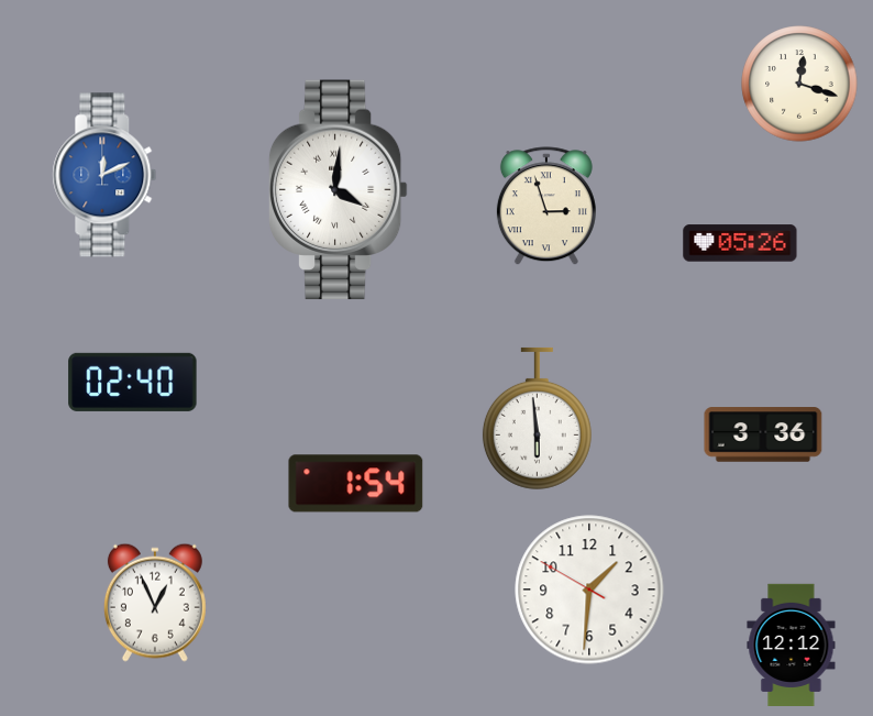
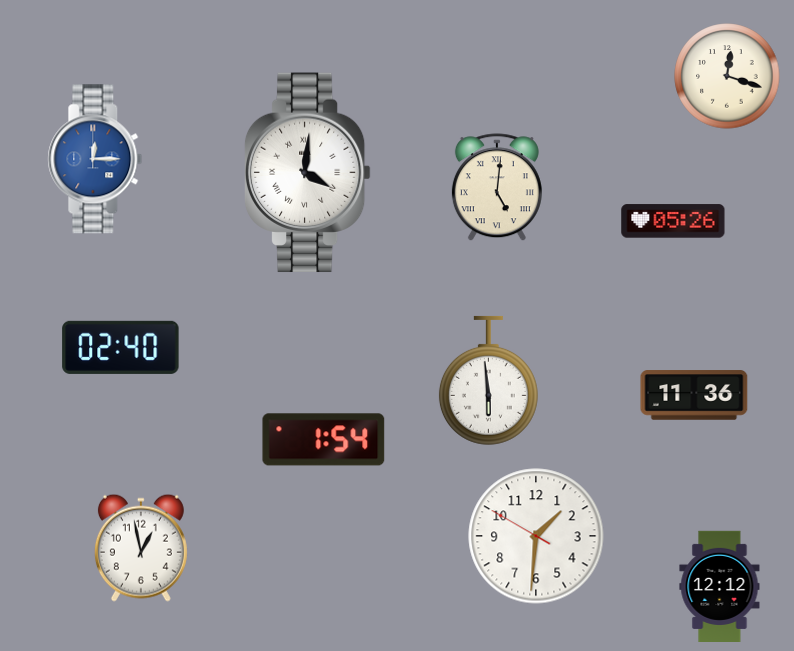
clock at (104, 175): 12:11 -> 12:15
clock at (546, 207): 2:57 -> 5:01
clock at (763, 434): 3:36 -> 11:36
clock at (155, 603): 12:56 -> 12:58
